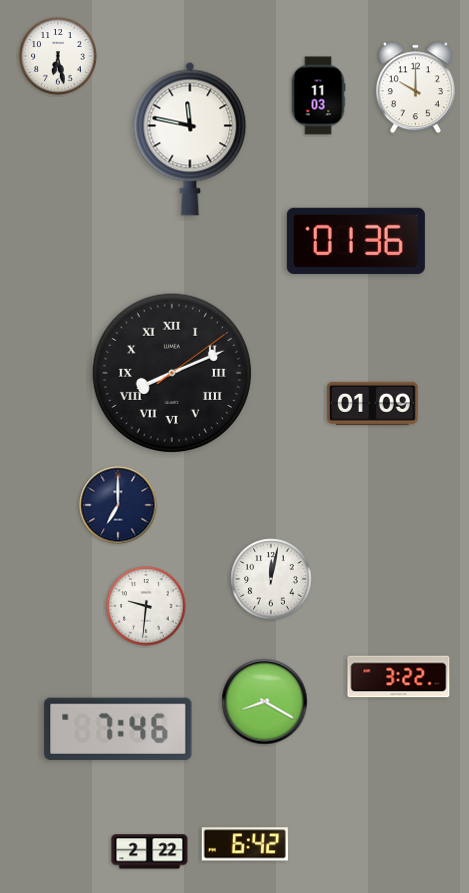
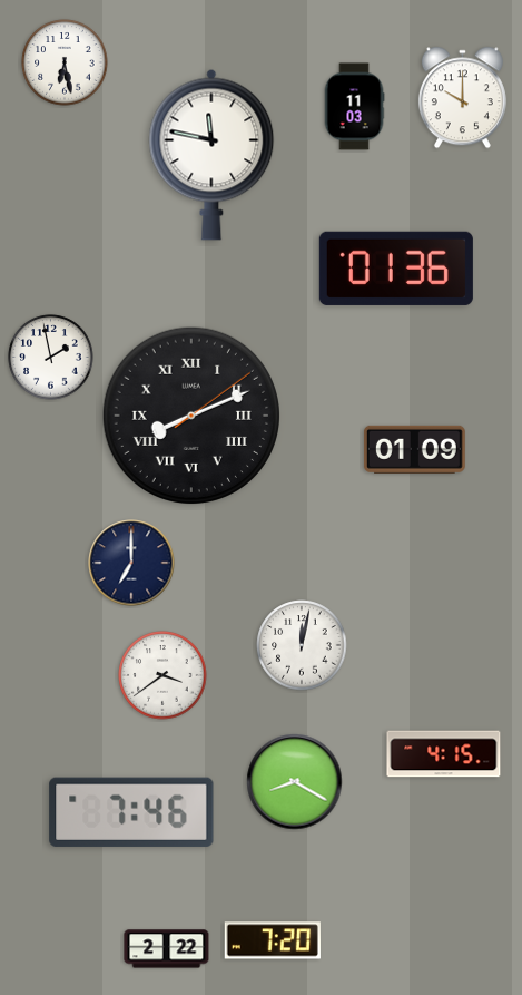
clock at (51, 358): none -> 1:58
clock at (146, 606): 9:31 -> 3:39
clock at (399, 677): 3:22 -> 4:15
clock at (245, 844): 6:42 -> 7:20
